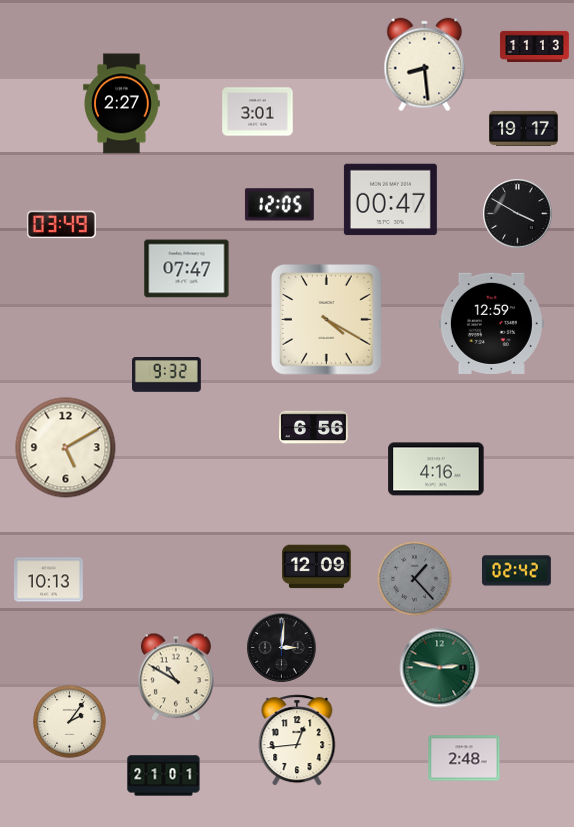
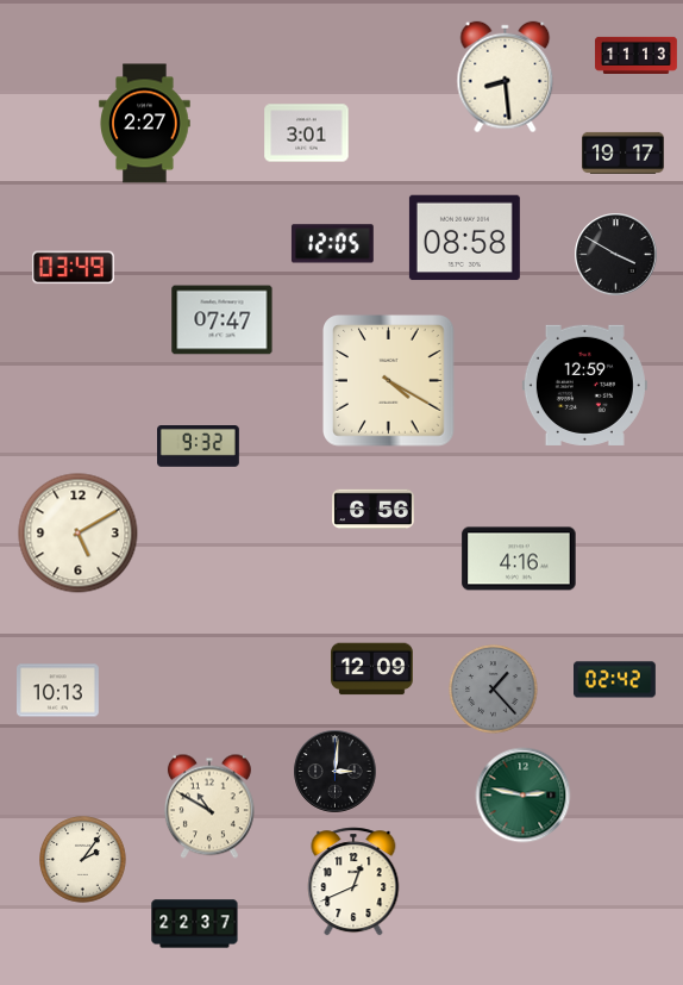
clock at (390, 200): 00:47 -> 08:58
clock at (317, 567) position: (317, 567) -> (372, 669)
clock at (297, 740): 12:44 -> 12:41
clock at (464, 758): 2:48 -> none
clock at (164, 776): 21:01 -> 22:37
